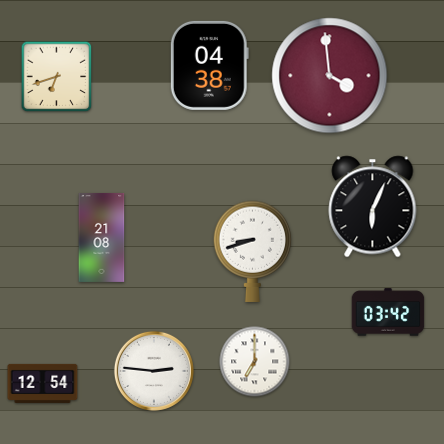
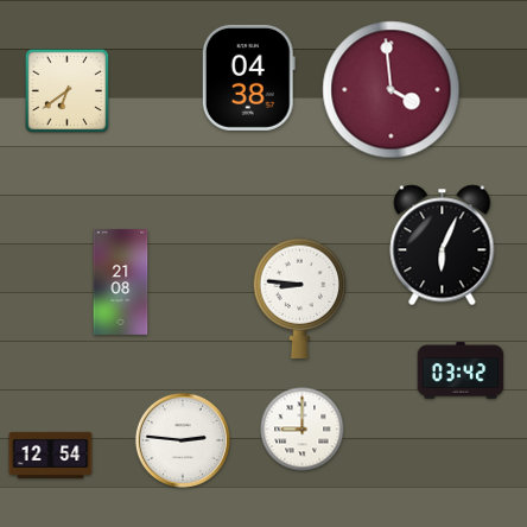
clock at (57, 77): 6:42 -> 6:39
clock at (253, 251): 8:42 -> 8:46
clock at (255, 362): 7:00 -> 9:00
